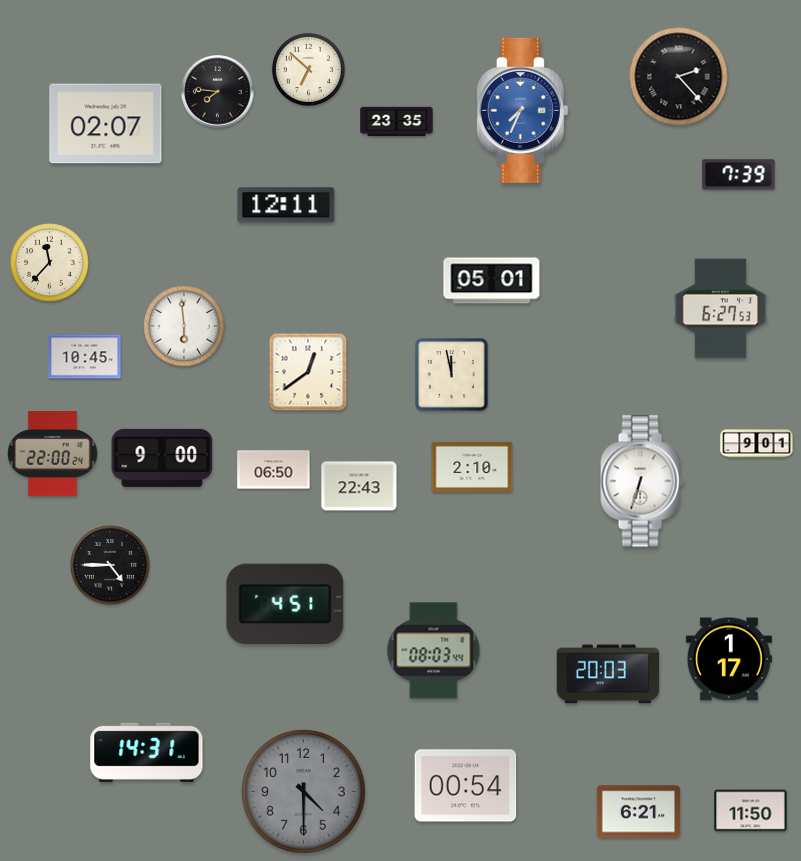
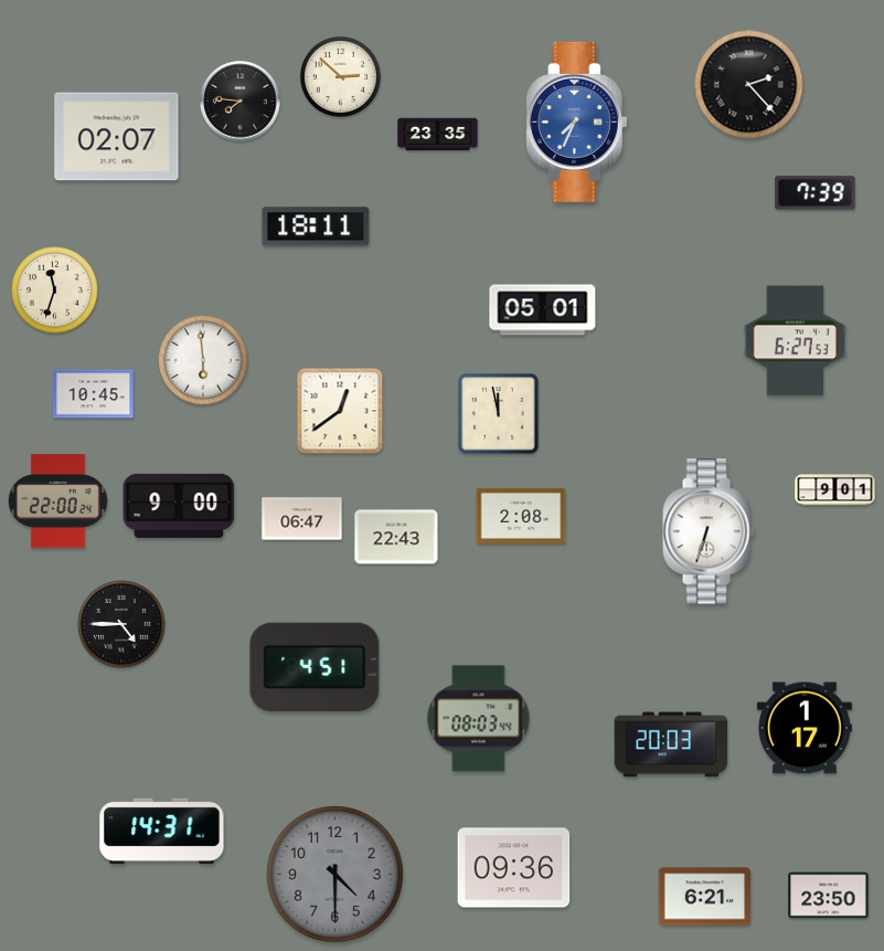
clock at (308, 69): 6:52 -> 2:52
clock at (286, 205): 12:11 -> 18:11
clock at (50, 263): 11:37 -> 11:33
clock at (472, 467): 2:10 -> 2:08
clock at (274, 470): 06:50 -> 06:47
clock at (466, 786): 00:54 -> 09:36
clock at (751, 811): 11:50 -> 23:50
